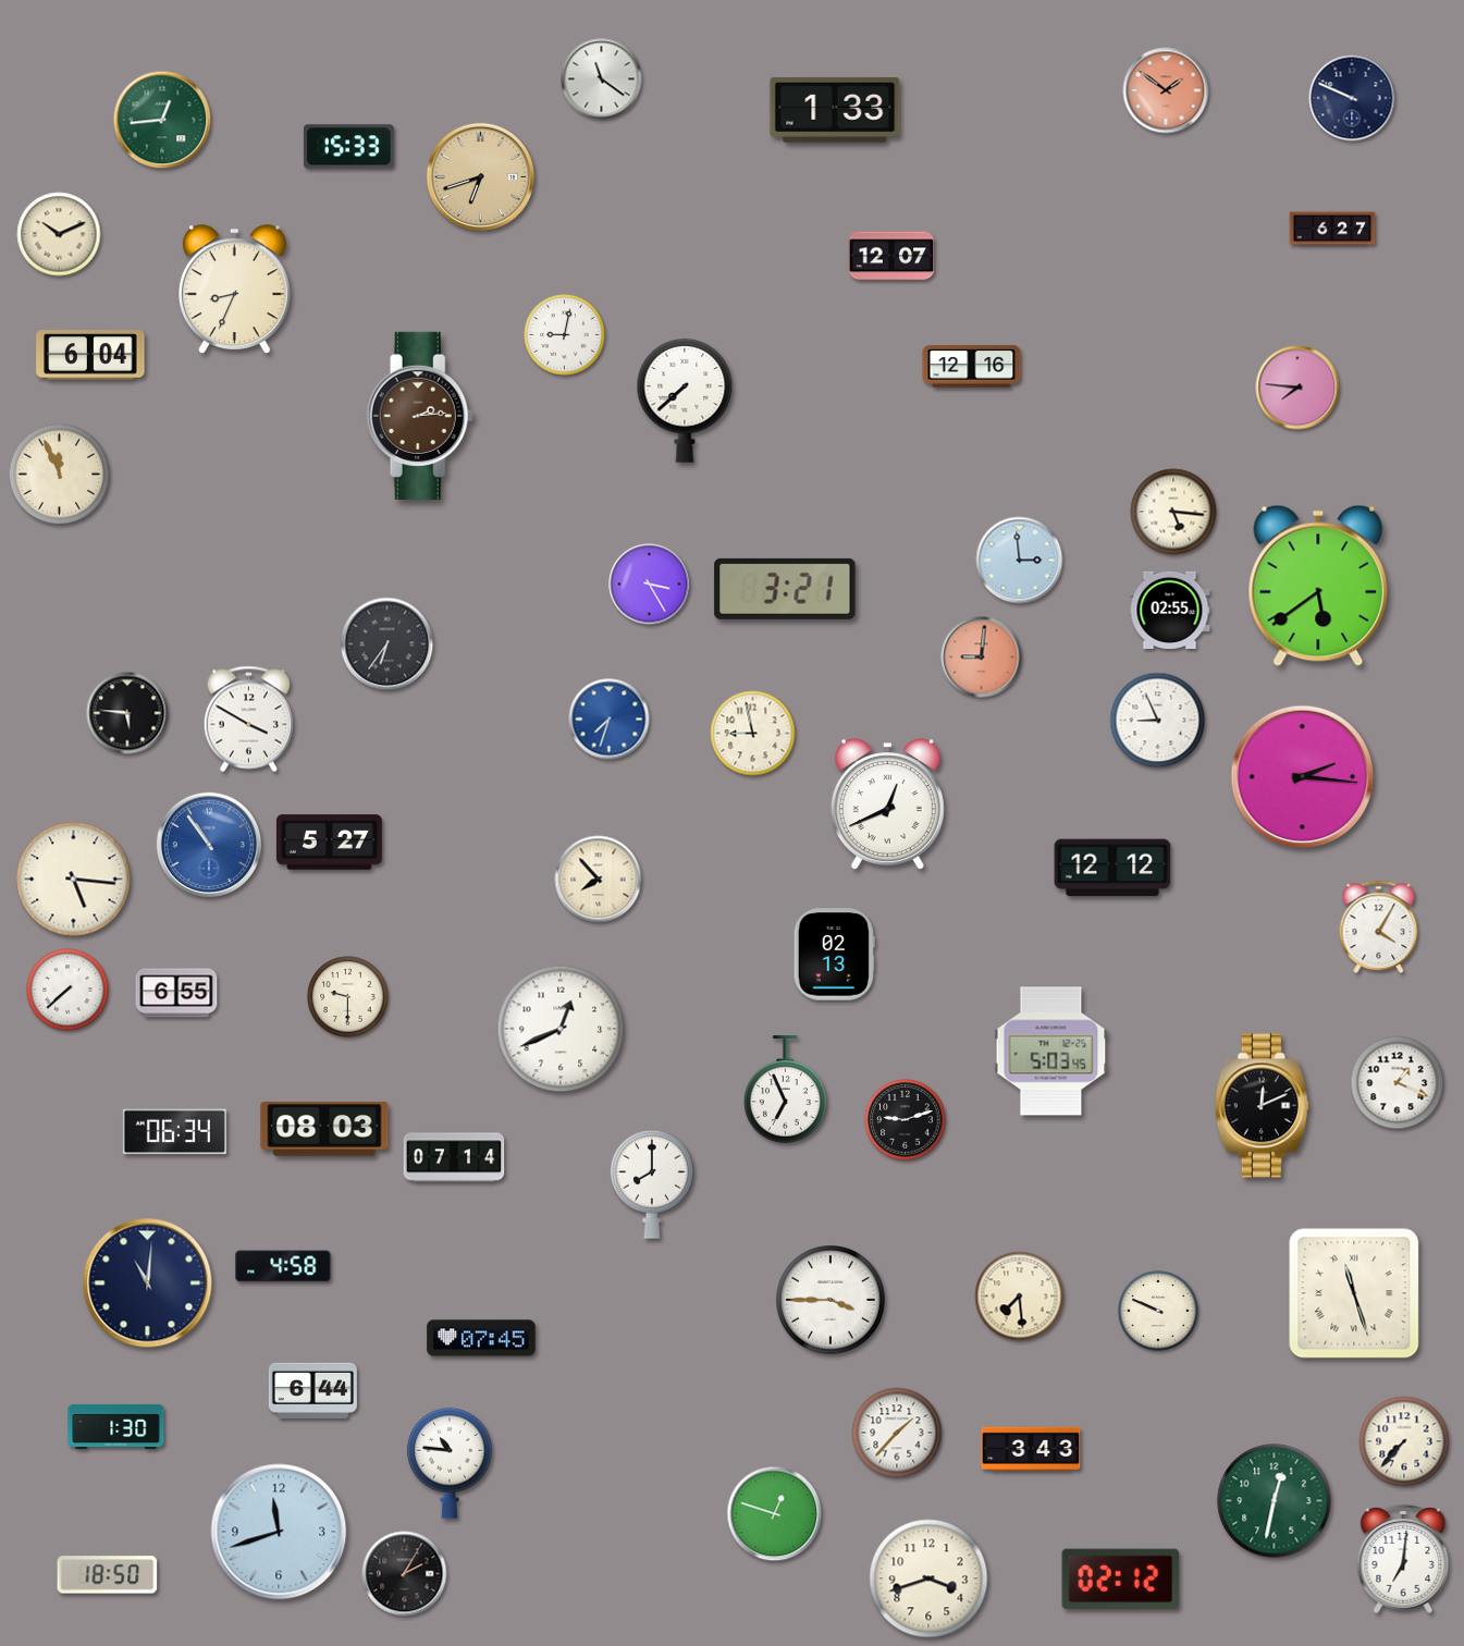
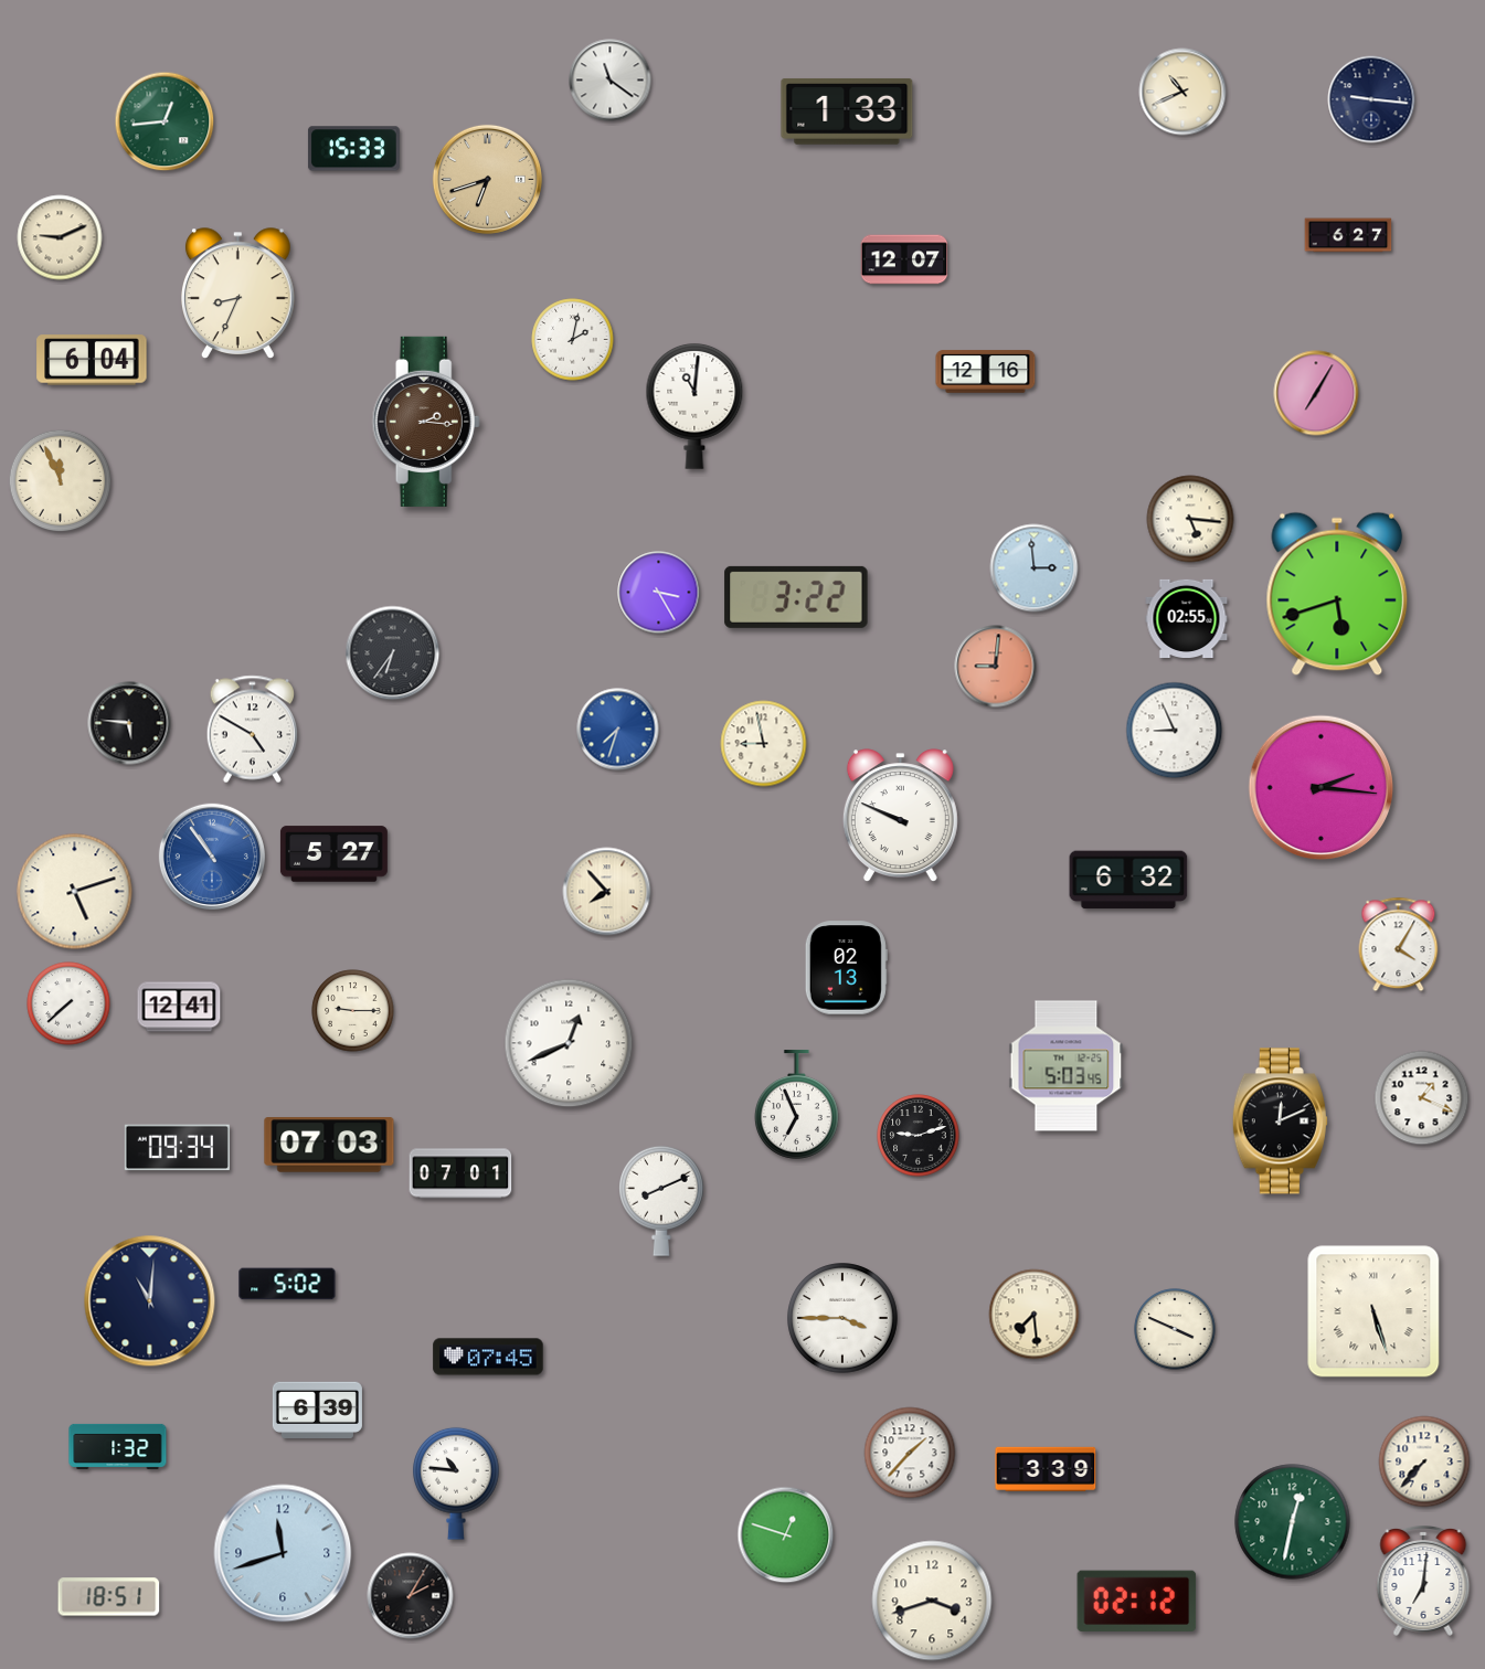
clock at (1166, 90): 1:51 -> 10:41
clock at (1166, 90) dial: salmon -> cream
clock at (1352, 98): 9:49 -> 9:16
clock at (1332, 229) position: (1332, 229) -> (1348, 235)
clock at (59, 234): 10:11 -> 9:11
clock at (565, 335): 9:02 -> 2:02
clock at (1297, 388): 7:46 -> 7:05
clock at (685, 401): 7:38 -> 11:01
clock at (420, 416): 2:14 -> 2:16
clock at (1318, 586): 5:39 -> 5:42
clock at (785, 589): 3:21 -> 3:22
clock at (249, 720): 3:50 -> 4:50
clock at (887, 804): 12:41 -> 9:49
clock at (1112, 868): 12:12 -> 6:32
clock at (74, 880): 5:16 -> 5:12
clock at (1379, 928) position: (1379, 928) -> (1399, 945)
clock at (176, 993): 6:55 -> 12:41
clock at (348, 997): 9:30 -> 9:15
clock at (1398, 1083) position: (1398, 1083) -> (1422, 1098)
clock at (324, 1129): 08:03 -> 07:03
clock at (174, 1132): 06:34 -> 09:34
clock at (454, 1157): 07:14 -> 07:01
clock at (653, 1184): 8:00 -> 8:11
clock at (283, 1266): 4:58 -> 5:02
clock at (1354, 1293): 11:27 -> 5:27
clock at (1158, 1311): 9:49 -> 3:49
clock at (312, 1390): 6:44 -> 6:39
clock at (116, 1426): 1:30 -> 1:32
clock at (1031, 1448): 3:43 -> 3:39
clock at (108, 1575): 18:50 -> 18:51
clock at (928, 1579) position: (928, 1579) -> (932, 1601)
